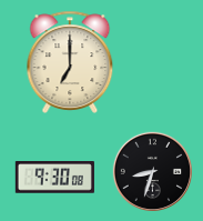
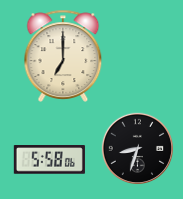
clock at (152, 171) position: (152, 171) -> (137, 148)
clock at (54, 178): 9:30 -> 5:58
